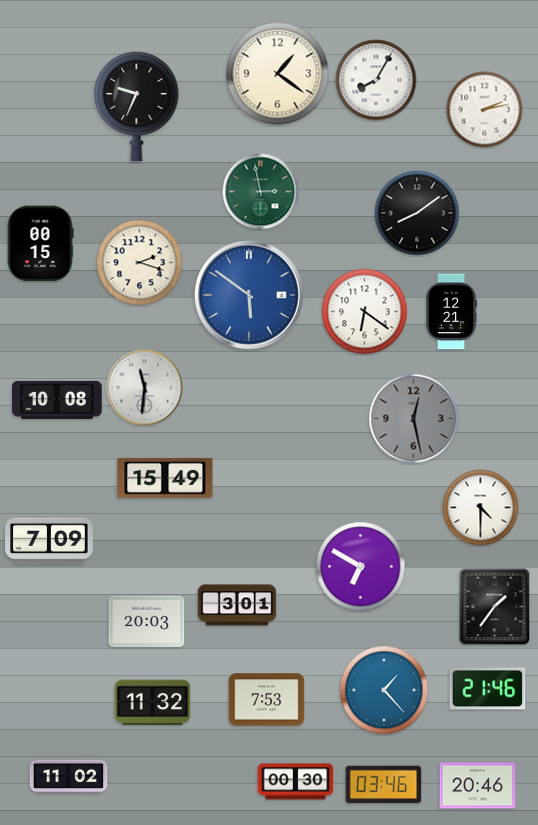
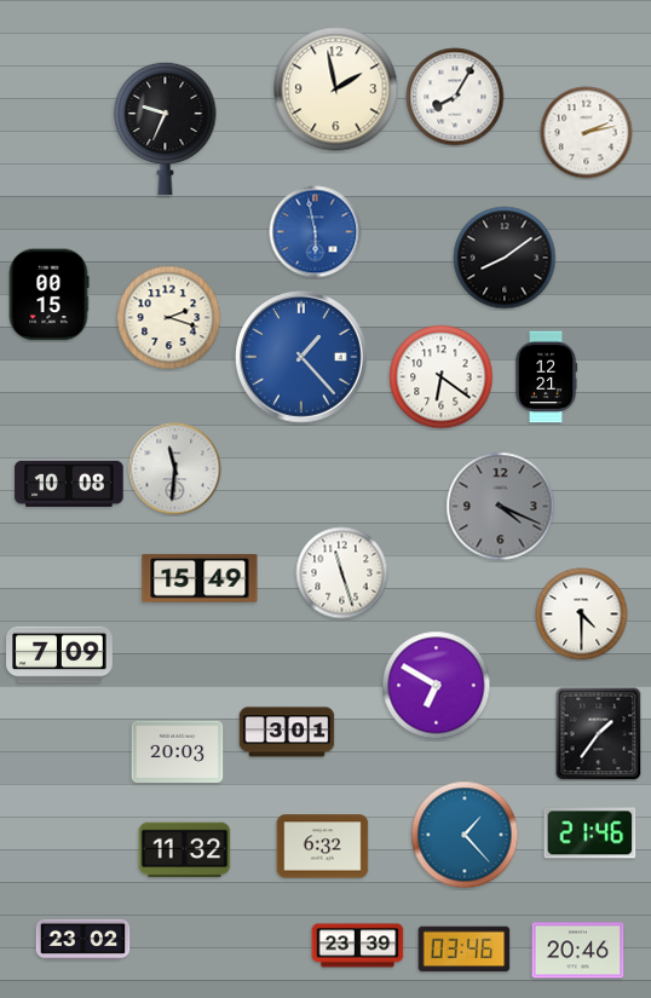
clock at (278, 74): 1:21 -> 1:58
clock at (261, 192): 2:58 -> 5:58
clock at (261, 192) dial: green -> blue
clock at (250, 296): 5:51 -> 1:23
clock at (414, 419): 12:28 -> 4:19
clock at (342, 573): none -> 11:27
clock at (267, 700): 7:53 -> 6:32
clock at (69, 777): 11:02 -> 23:02
clock at (296, 782): 00:30 -> 23:39
